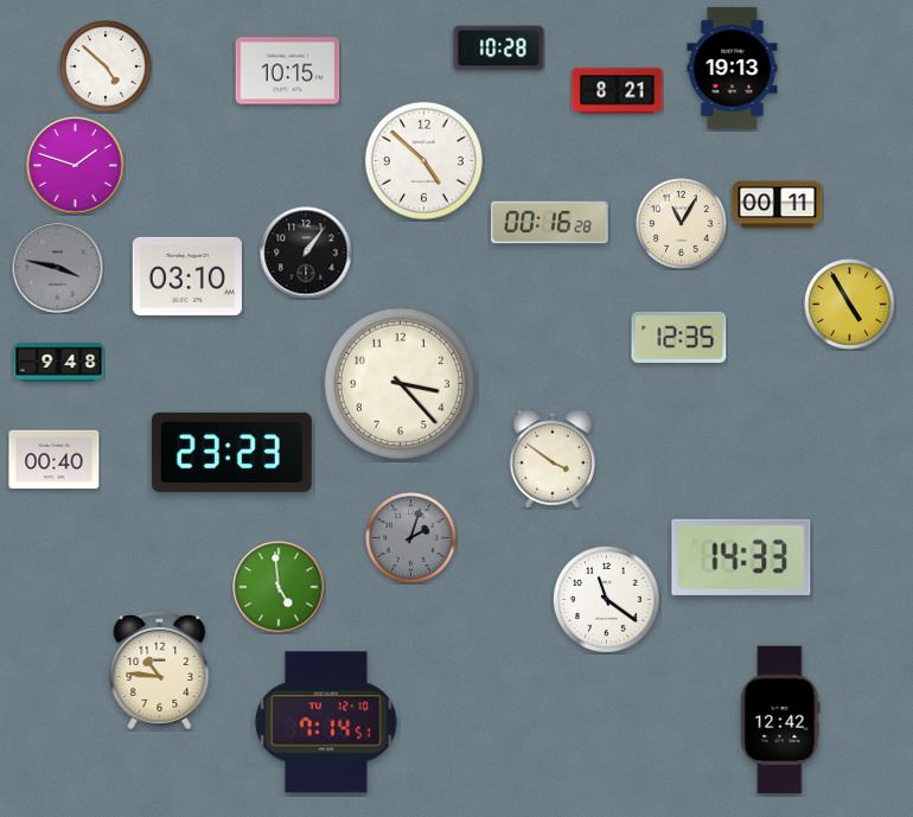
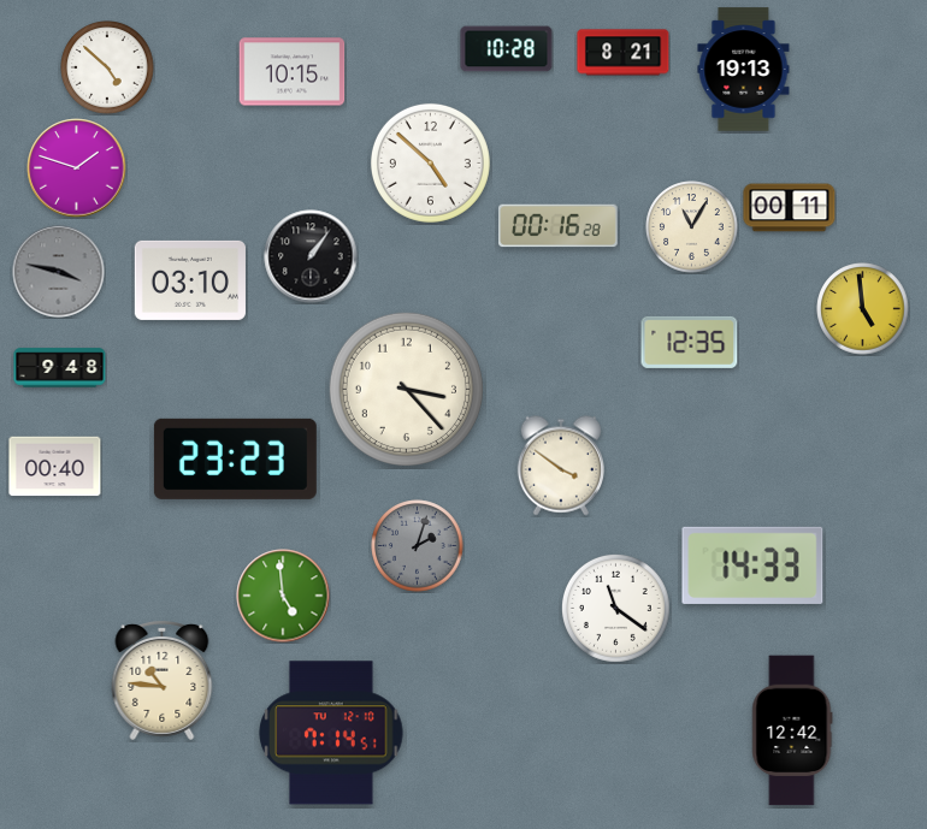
clock at (618, 91) position: (618, 91) -> (624, 53)
clock at (850, 305): 4:55 -> 4:59
